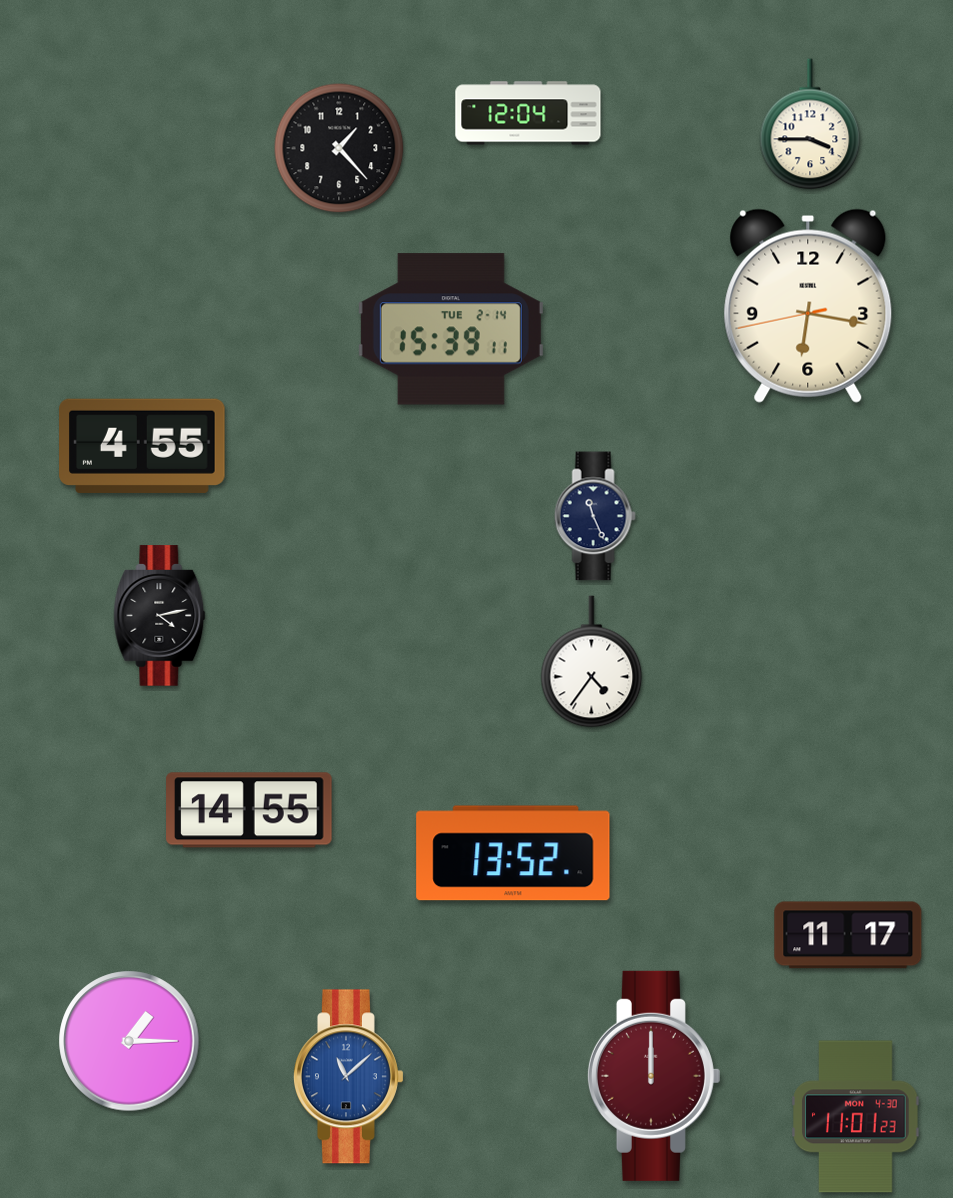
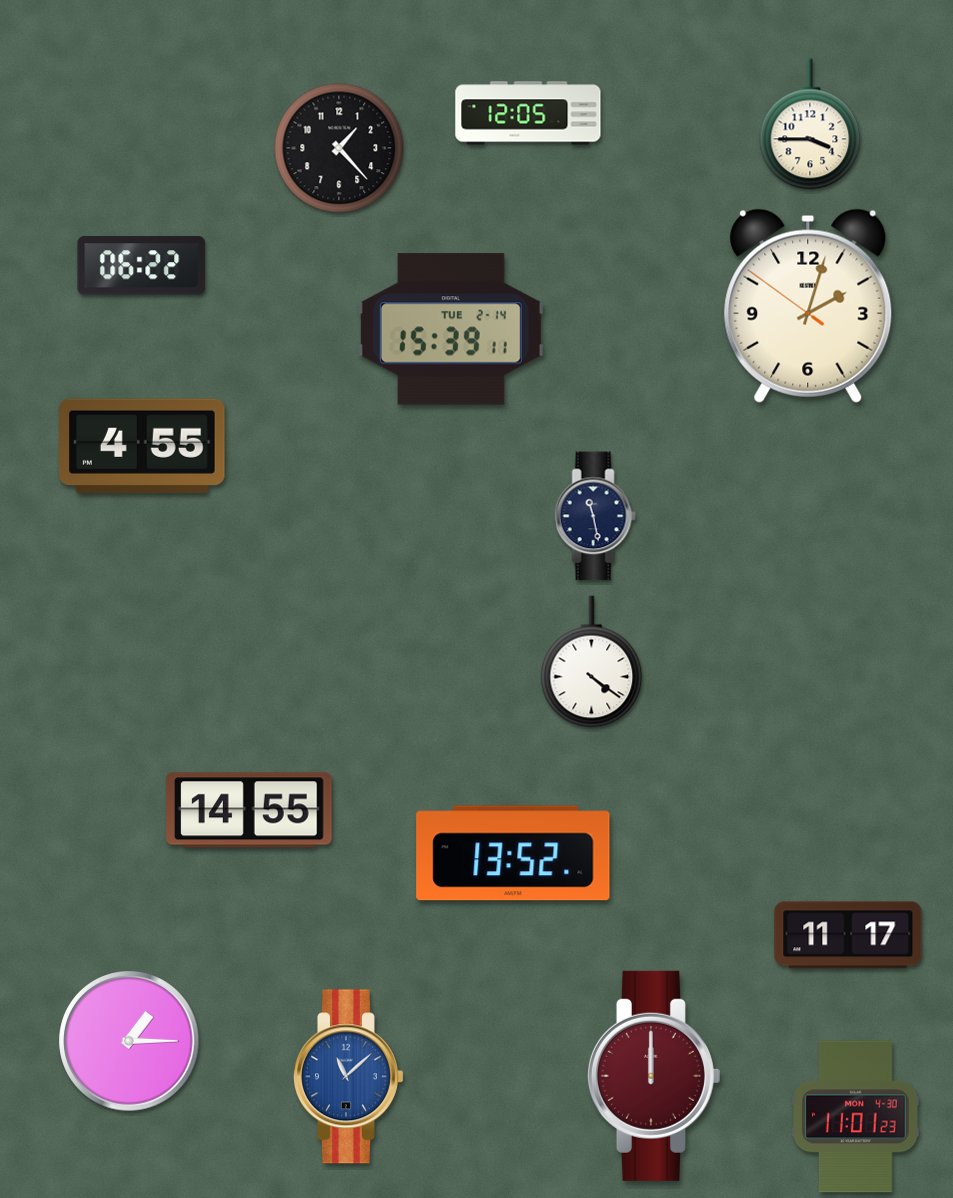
clock at (528, 113): 12:04 -> 12:05
clock at (142, 266): none -> 06:22
clock at (808, 306): 6:16 -> 2:02
clock at (595, 516): 11:26 -> 11:28
clock at (160, 616): 4:13 -> none
clock at (592, 662): 4:36 -> 4:21
